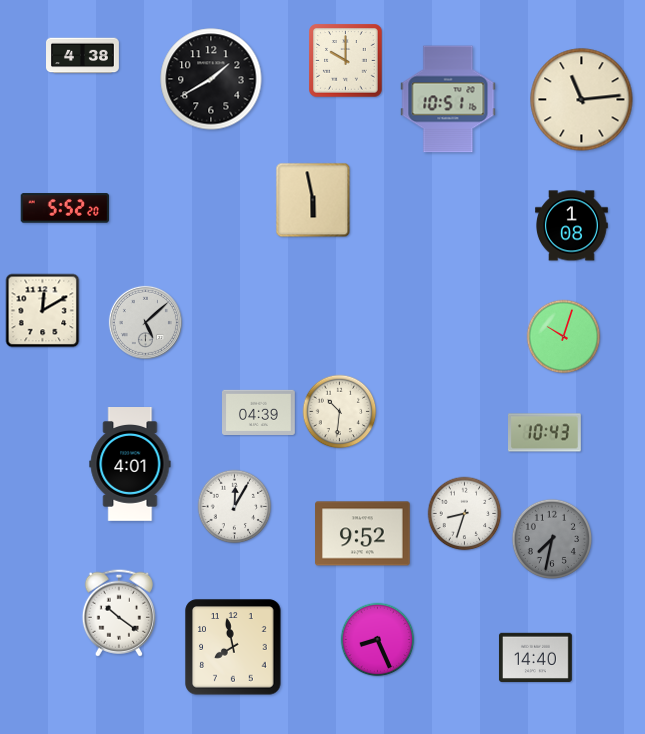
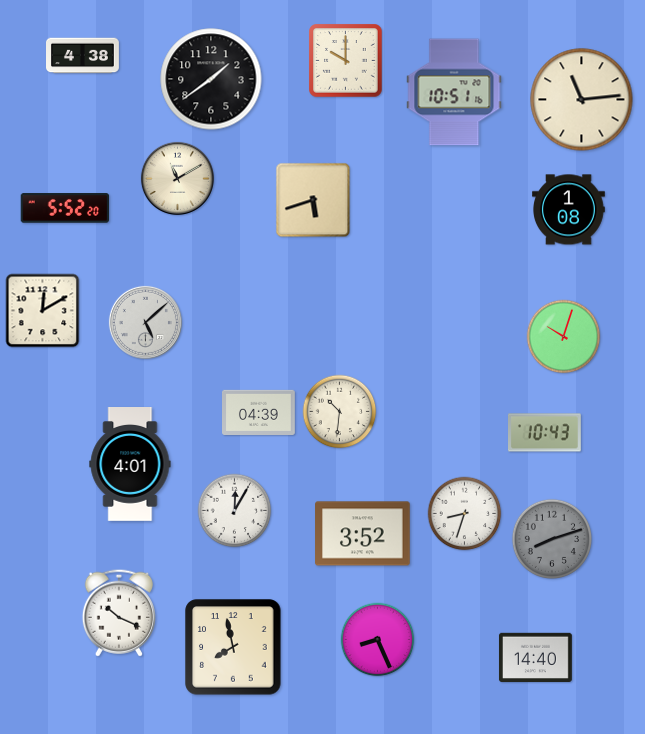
clock at (211, 79): 1:40 -> 1:39
clock at (448, 99) position: (448, 99) -> (454, 92)
clock at (177, 178): none -> 11:10
clock at (313, 200): 5:58 -> 5:42
clock at (572, 226) position: (572, 226) -> (569, 210)
clock at (235, 507) position: (235, 507) -> (235, 511)
clock at (363, 534): 9:52 -> 3:52
clock at (551, 538): 7:32 -> 8:12
clock at (119, 613): 10:21 -> 10:19
